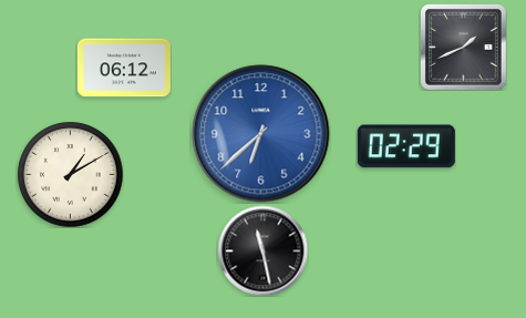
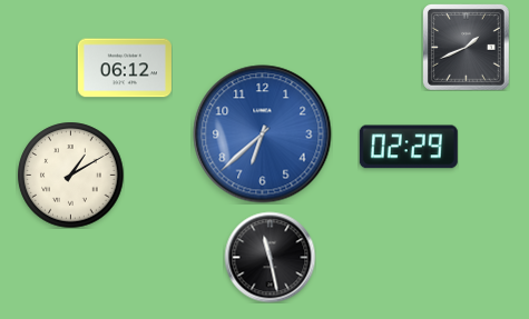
clock at (262, 250) position: (262, 250) -> (270, 257)
